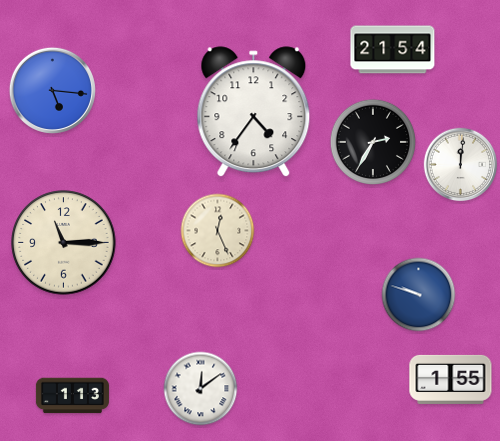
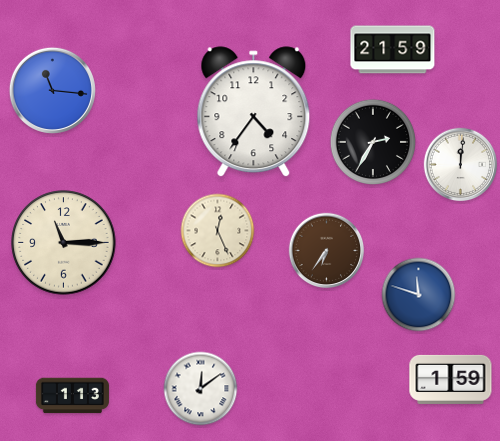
clock at (393, 50): 21:54 -> 21:59
clock at (52, 90): 5:16 -> 11:16
clock at (327, 251): none -> 6:36
clock at (419, 295): 9:48 -> 11:48
clock at (451, 379): 1:55 -> 1:59
